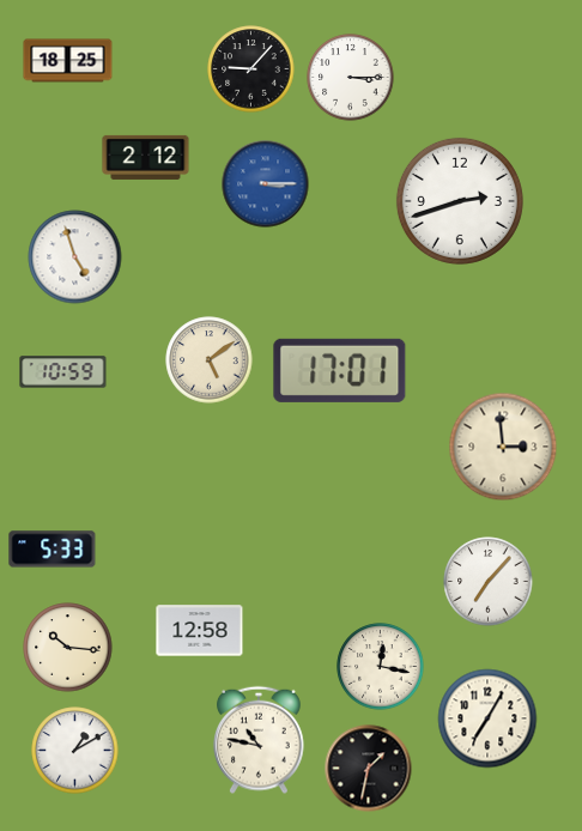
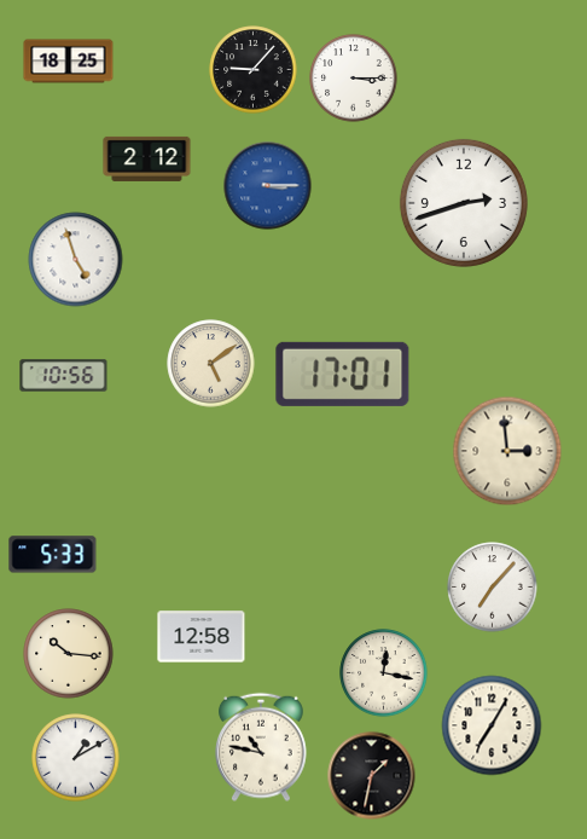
clock at (63, 372): 10:59 -> 10:56
